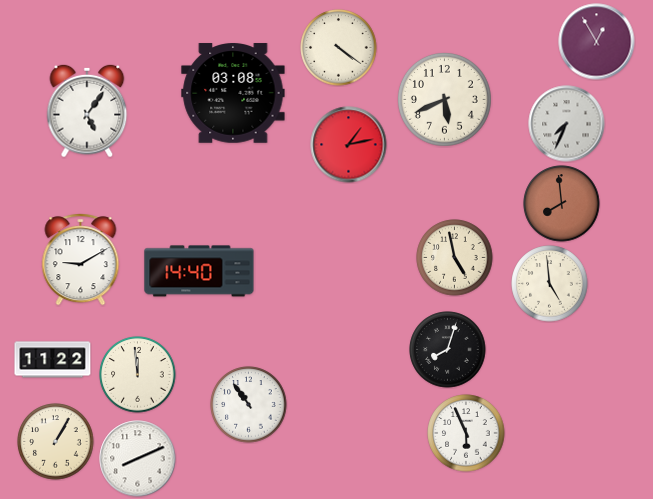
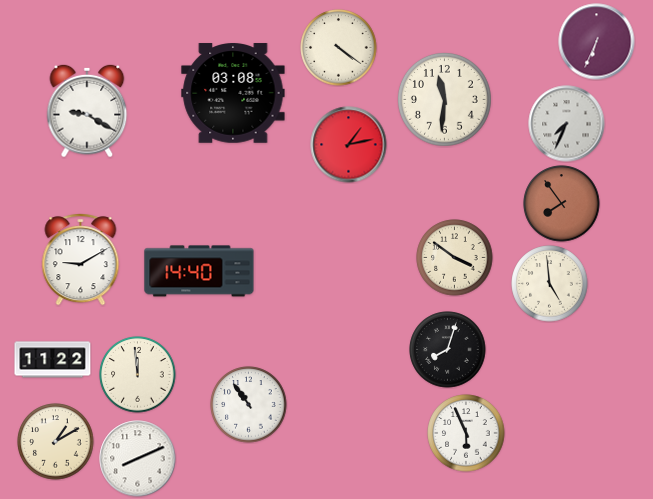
clock at (597, 42): 12:55 -> 6:34
clock at (444, 99): 5:41 -> 11:31
clock at (87, 111): 5:06 -> 9:20
clock at (562, 204): 7:59 -> 7:54
clock at (455, 258): 4:58 -> 3:51
clock at (56, 442): 1:05 -> 1:10
